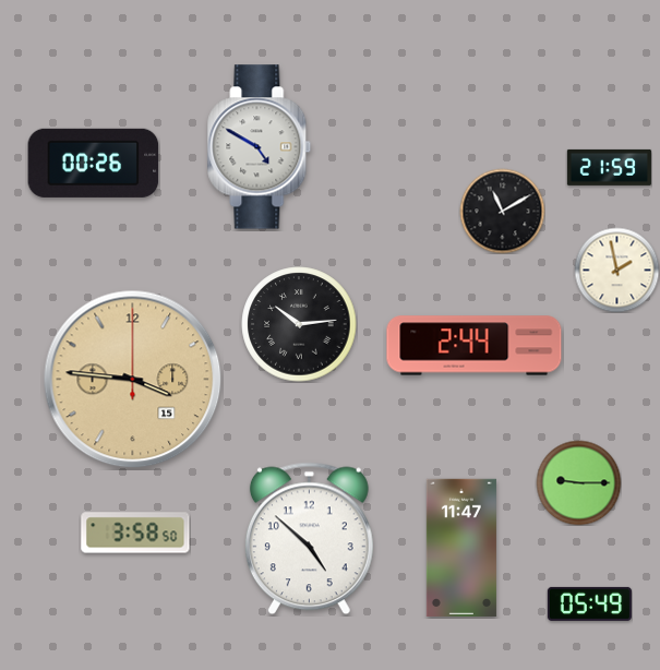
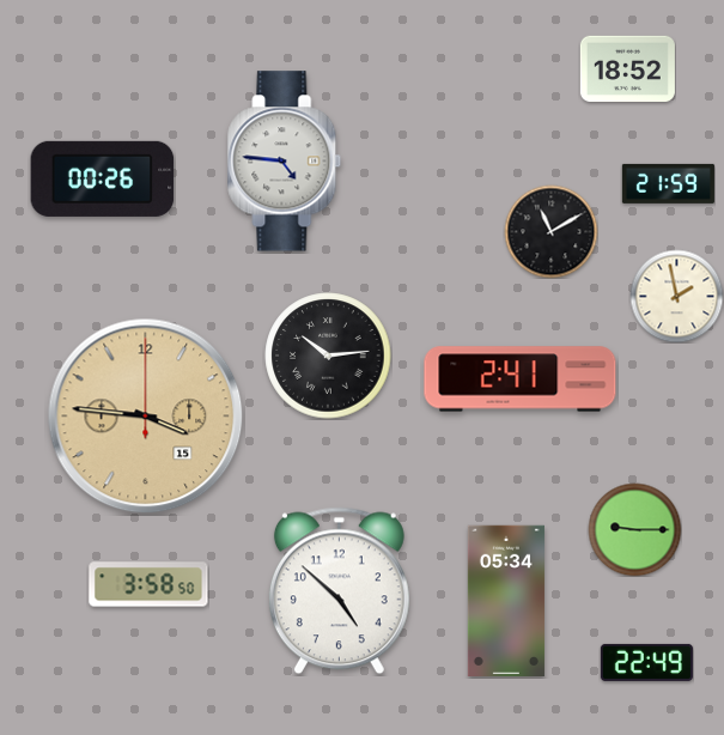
clock at (627, 68): none -> 18:52
clock at (260, 147): 4:50 -> 4:46
clock at (475, 346): 2:44 -> 2:41
clock at (461, 548): 11:47 -> 05:34
clock at (589, 603): 05:49 -> 22:49
